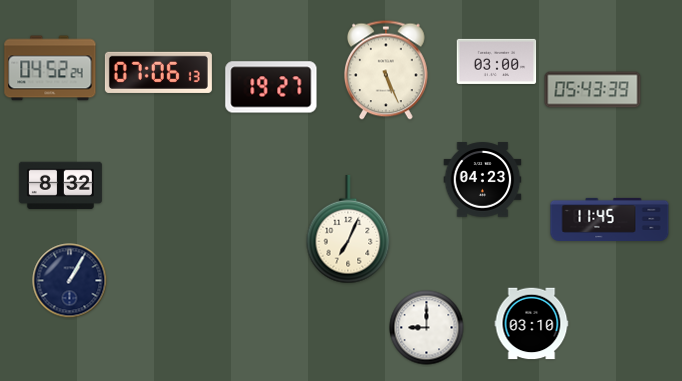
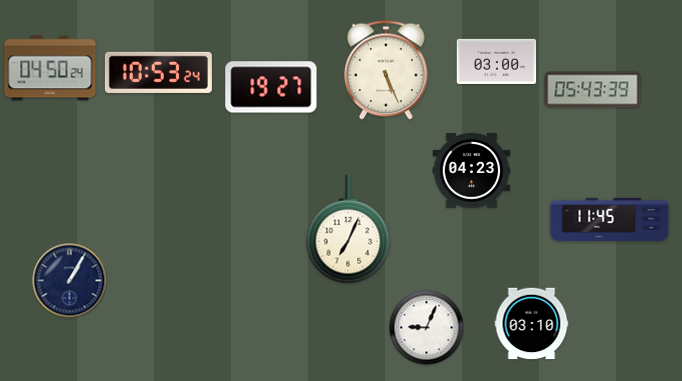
clock at (50, 68): 04:52 -> 04:50
clock at (158, 72): 07:06 -> 10:53
clock at (483, 180) position: (483, 180) -> (472, 171)
clock at (60, 186): 8:32 -> none
clock at (427, 328): 9:00 -> 9:04
